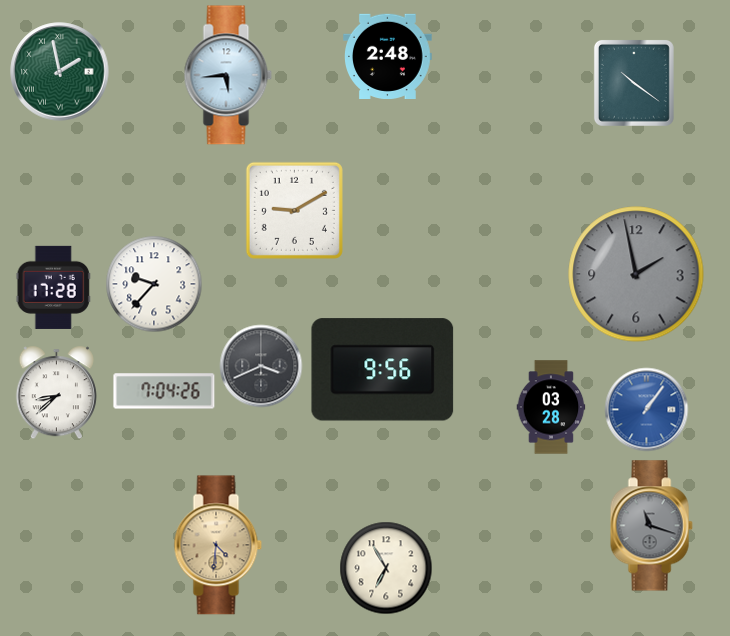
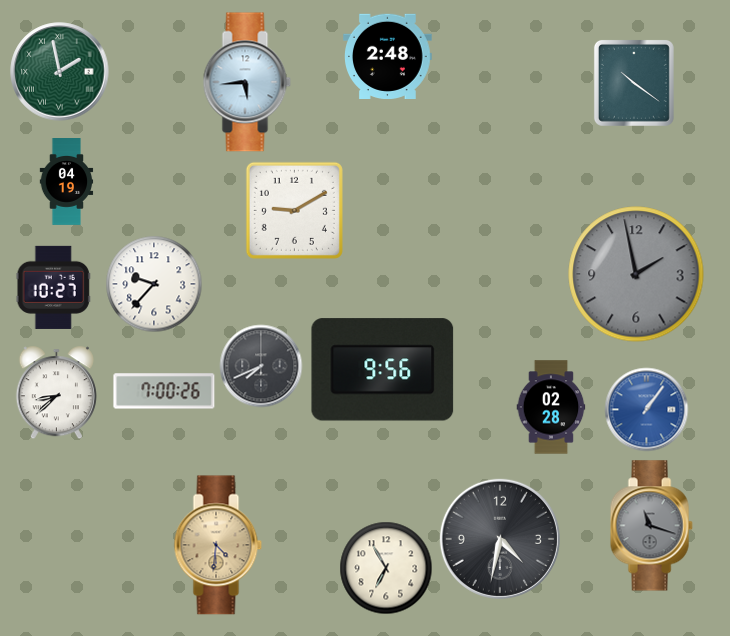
clock at (228, 75) position: (228, 75) -> (247, 82)
clock at (67, 182): none -> 04:19
clock at (53, 287): 17:28 -> 10:27
clock at (261, 366): 3:41 -> 7:41
clock at (164, 391): 7:04 -> 7:00
clock at (551, 407): 03:28 -> 02:28
clock at (500, 539): none -> 4:32
